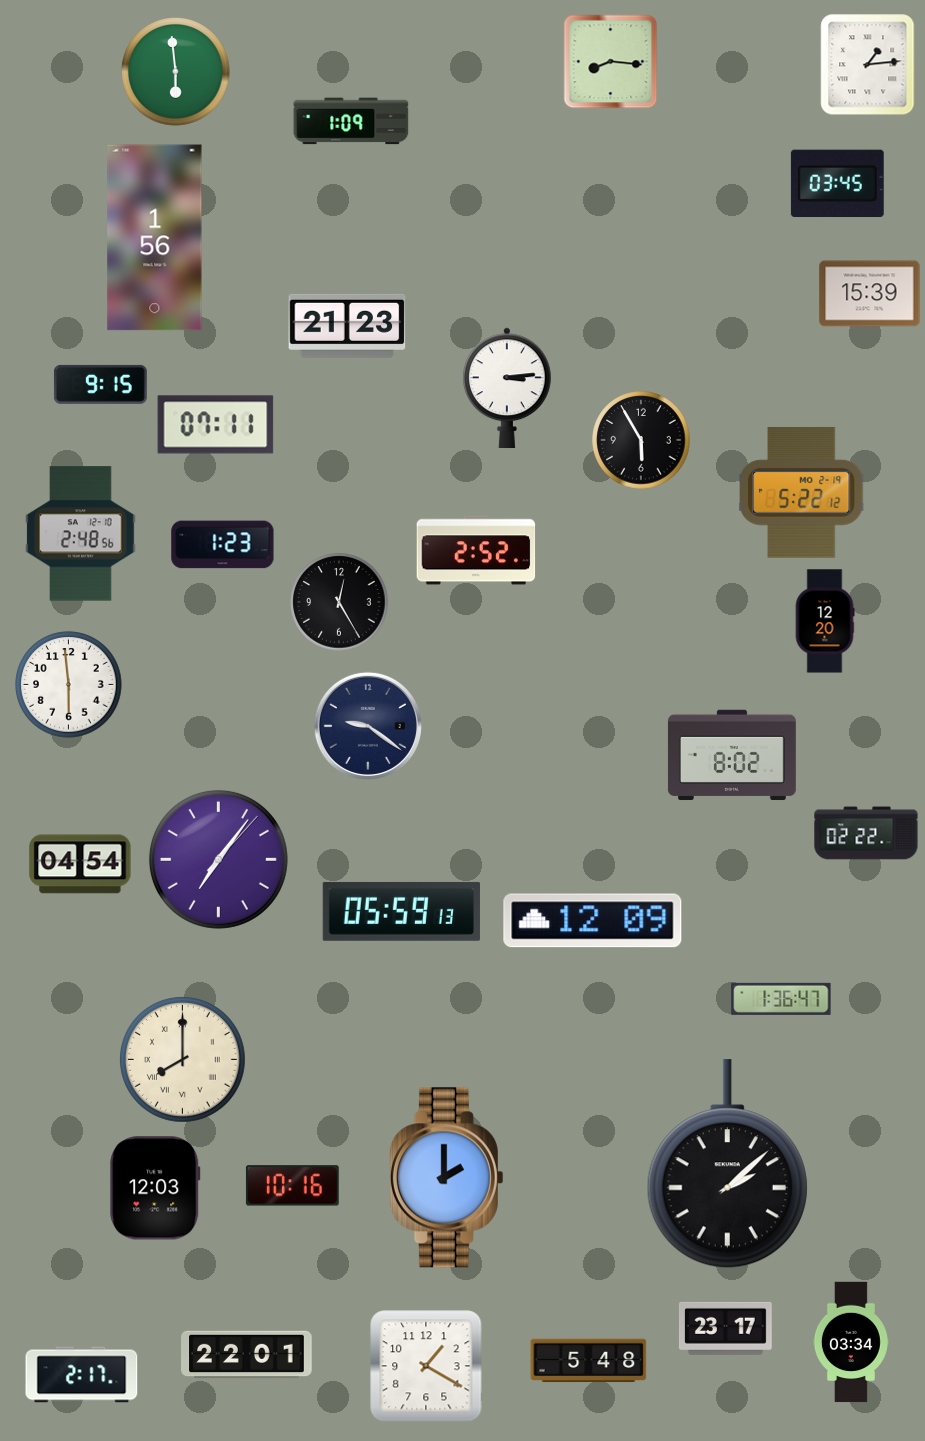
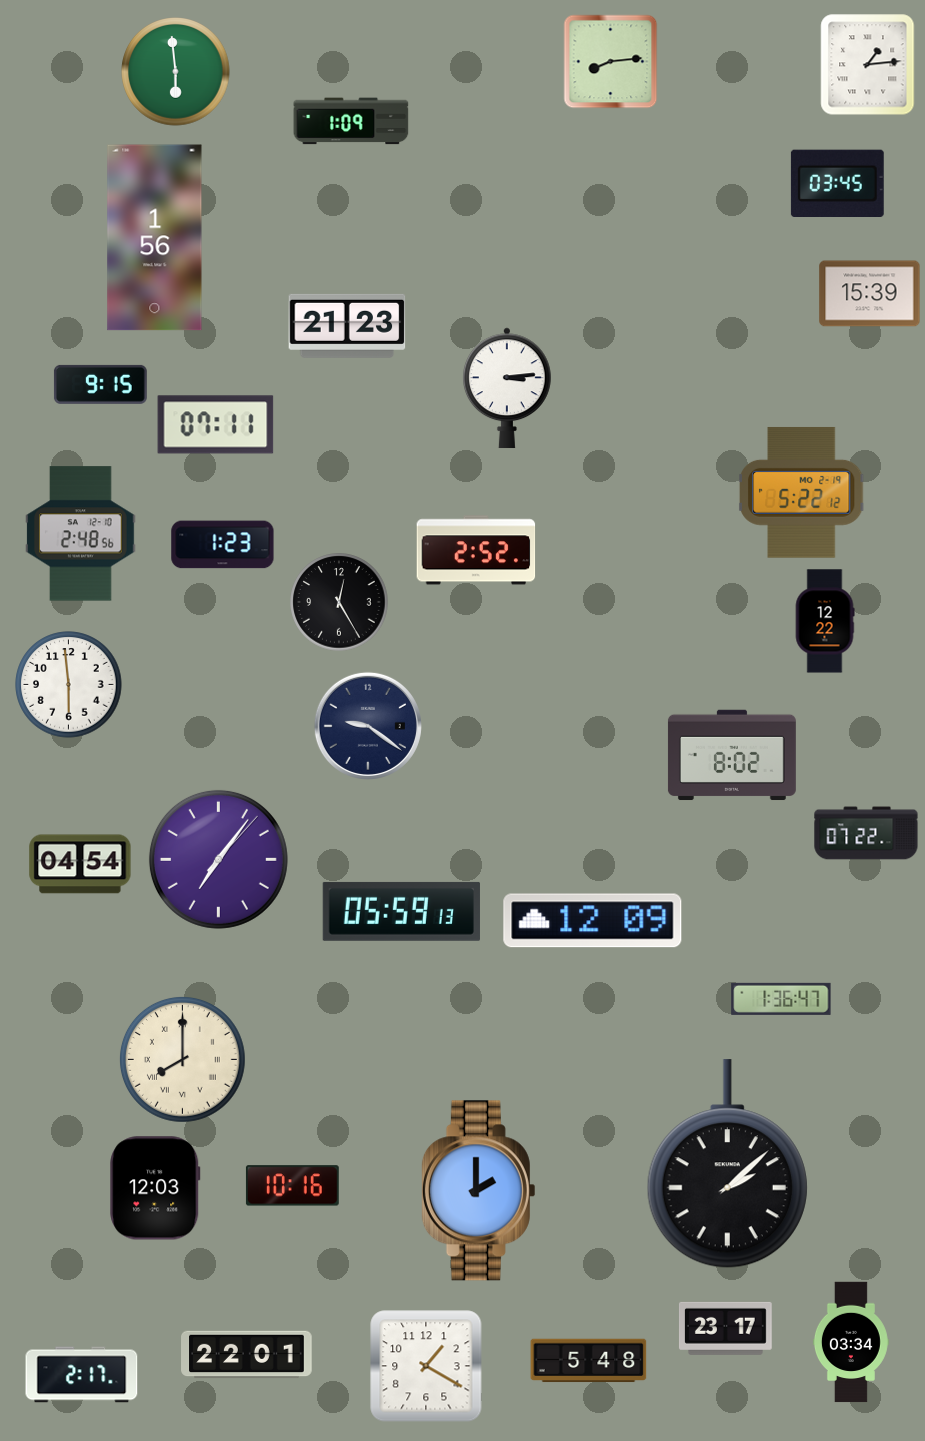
clock at (611, 62): 8:16 -> 8:14
clock at (641, 440): 5:55 -> none
clock at (825, 621): 12:20 -> 12:22
clock at (866, 833): 02:22 -> 07:22
clock at (446, 1178) position: (446, 1178) -> (478, 1191)
